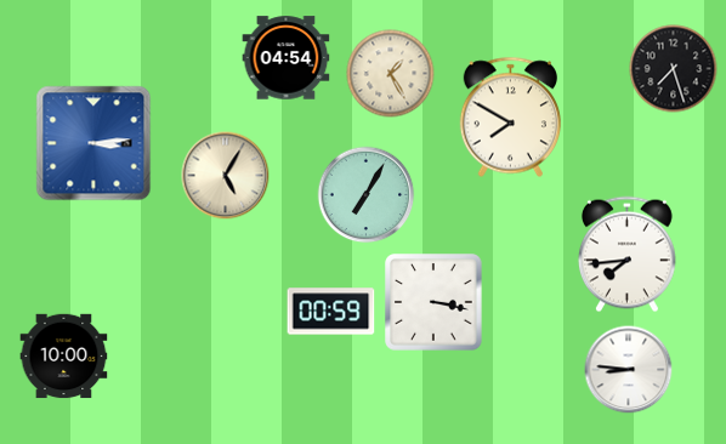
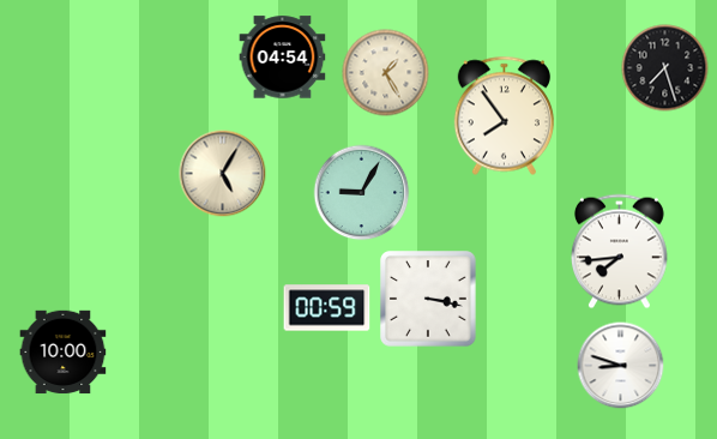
clock at (510, 118): 7:50 -> 7:54
clock at (93, 143): 3:14 -> none
clock at (367, 195): 7:05 -> 9:05
clock at (629, 370): 8:46 -> 8:48
